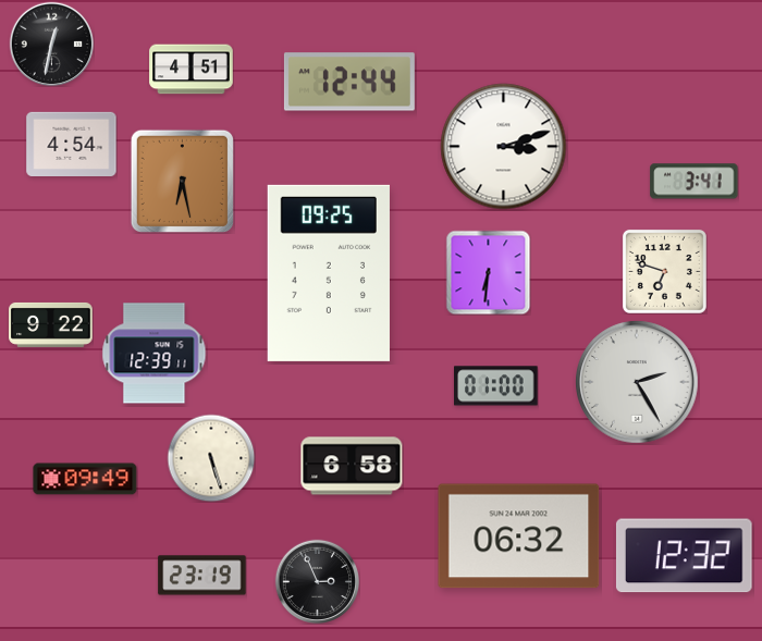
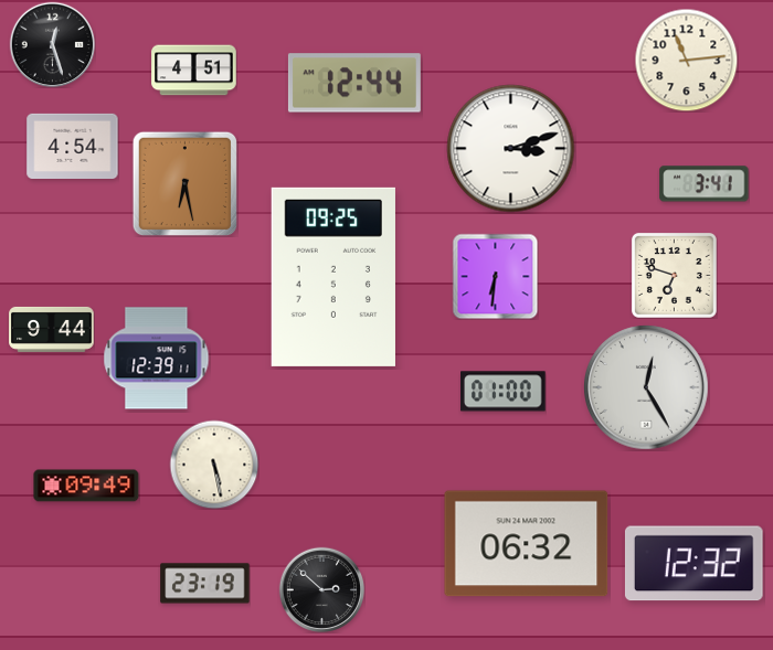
clock at (51, 44): 12:32 -> 12:27
clock at (686, 60): none -> 11:14
clock at (51, 324): 9:22 -> 9:44
clock at (637, 382): 2:25 -> 12:25
clock at (211, 458): 5:27 -> 5:28
clock at (352, 466): 6:58 -> none
clock at (317, 581): 2:56 -> 2:52
